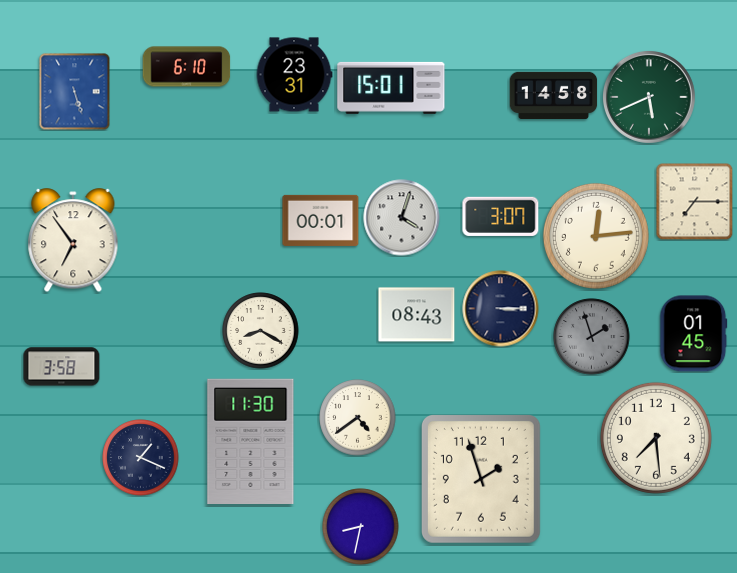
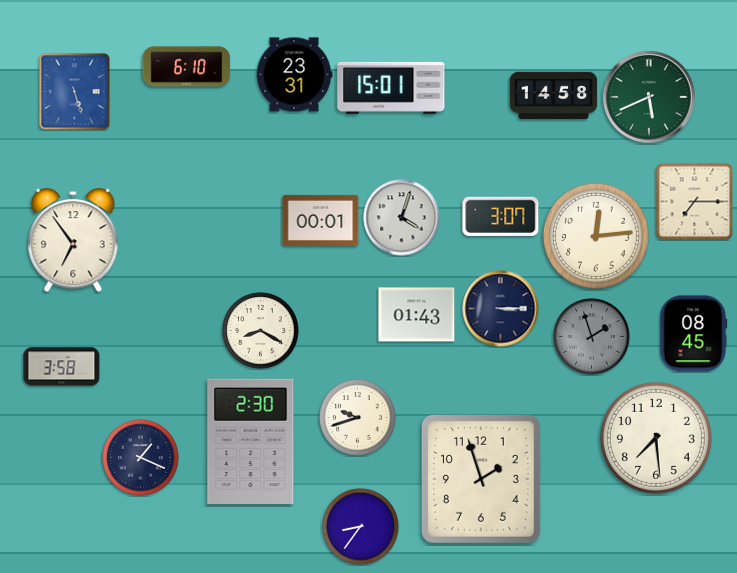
clock at (417, 315): 08:43 -> 01:43
clock at (694, 334): 01:45 -> 08:45
clock at (358, 418): 4:39 -> 9:42
clock at (251, 442): 11:30 -> 2:30
clock at (361, 527): 8:32 -> 8:36
